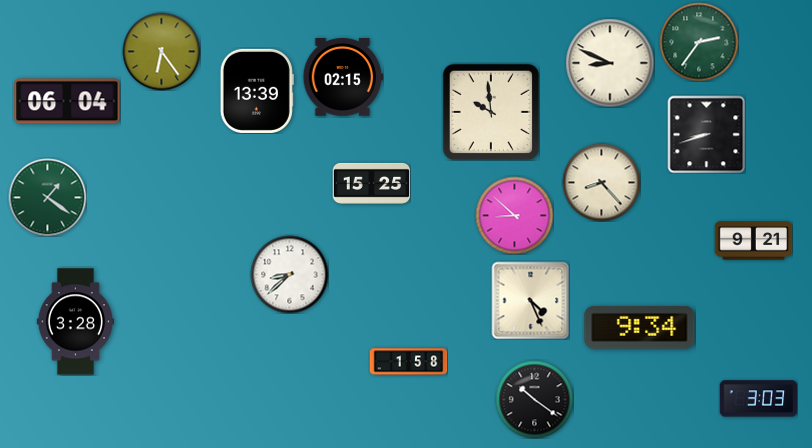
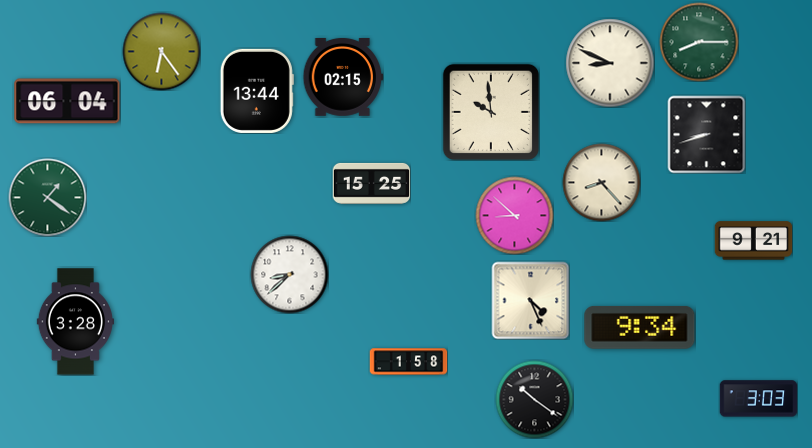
clock at (699, 42): 2:36 -> 8:15
clock at (257, 91): 13:39 -> 13:44
